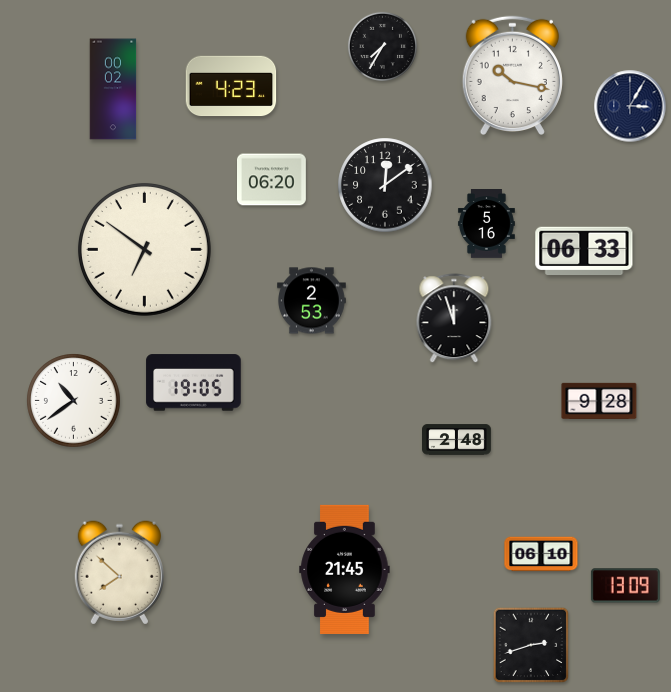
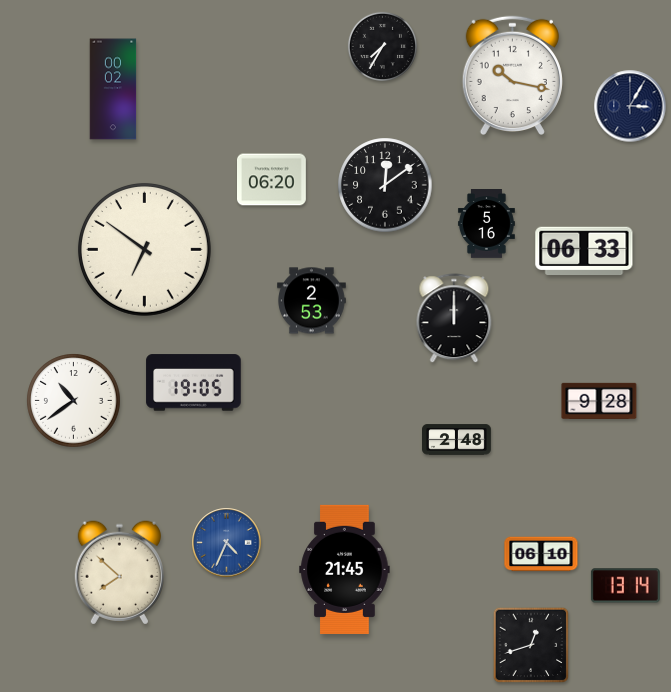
clock at (231, 86): 4:23 -> none
clock at (454, 319): 11:57 -> 12:00
clock at (227, 543): none -> 4:34
clock at (625, 586): 13:09 -> 13:14
clock at (531, 645): 2:42 -> 12:42
